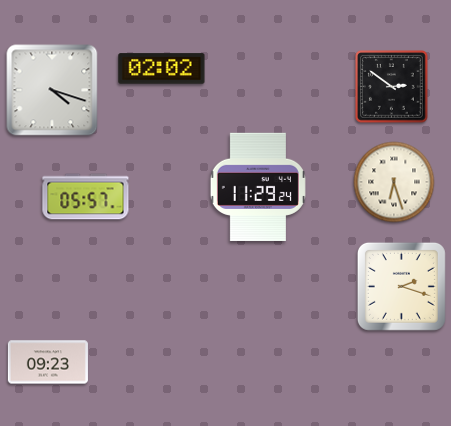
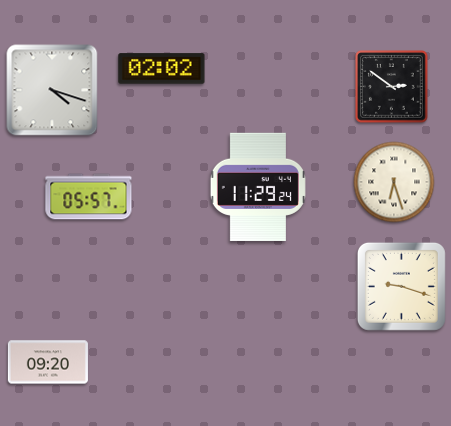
clock at (86, 197) position: (86, 197) -> (89, 197)
clock at (401, 286): 2:18 -> 9:18
clock at (48, 362): 09:23 -> 09:20
